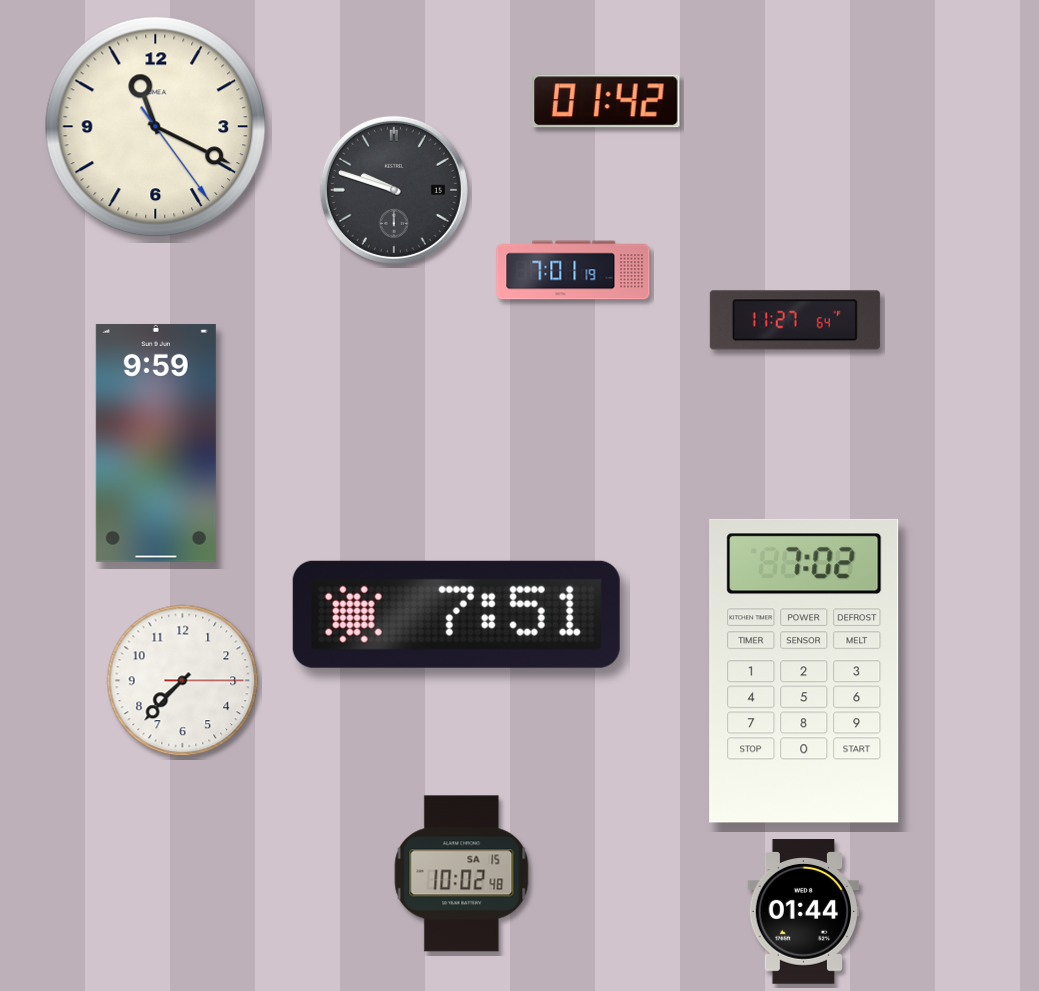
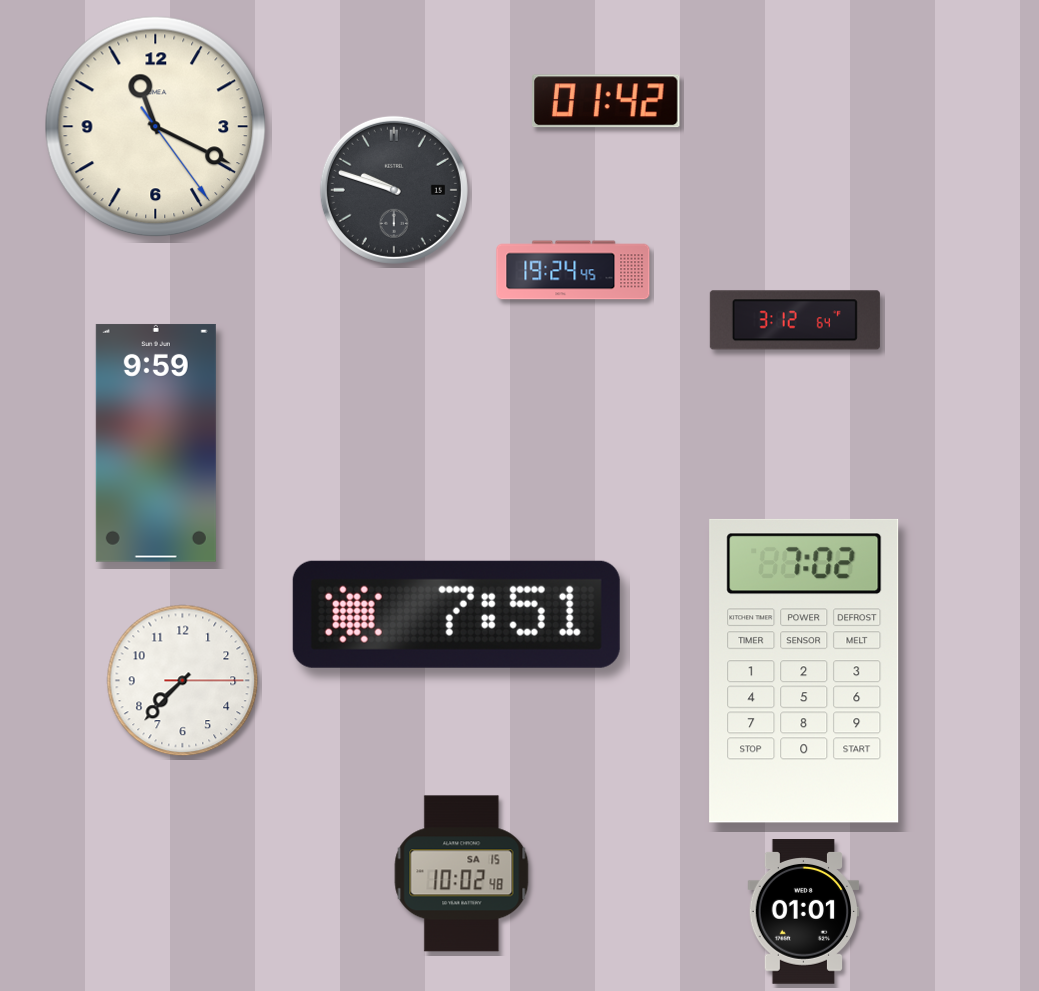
clock at (573, 270): 7:01 -> 19:24
clock at (795, 320): 11:27 -> 3:12
clock at (804, 912): 01:44 -> 01:01
